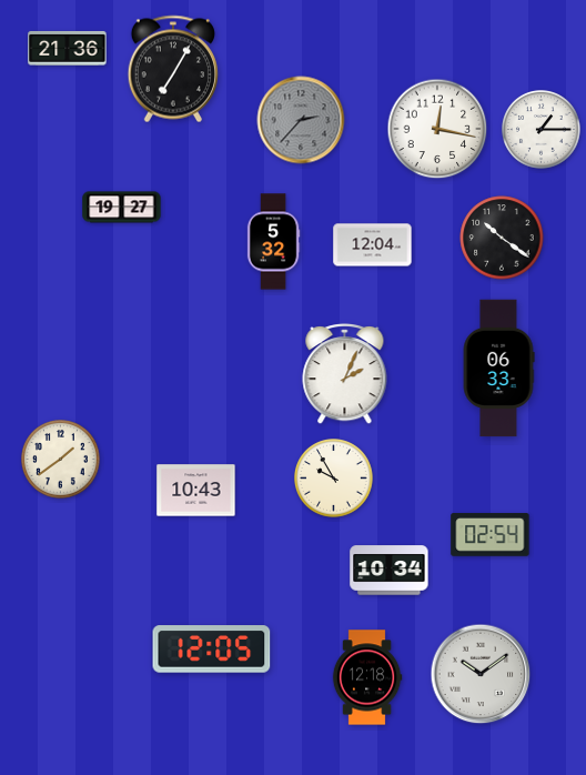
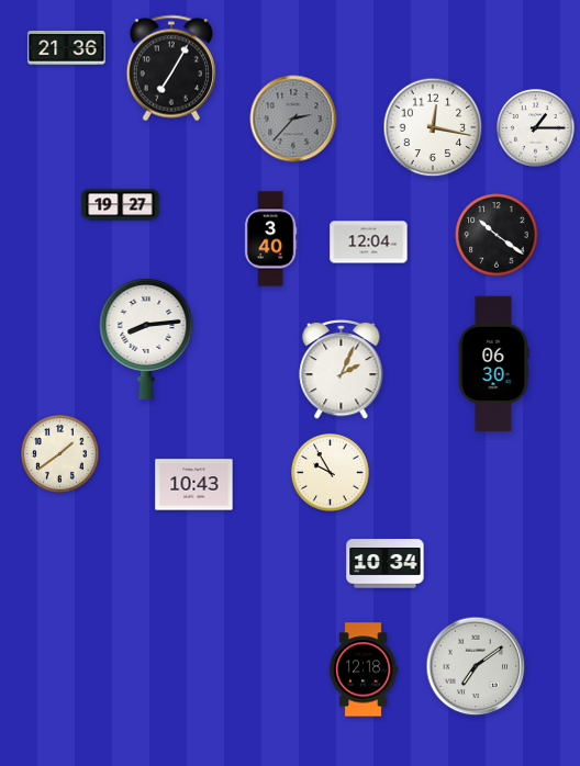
clock at (301, 120) position: (301, 120) -> (293, 119)
clock at (273, 242): 5:32 -> 3:40
clock at (146, 339): none -> 8:14
clock at (498, 369): 06:33 -> 06:30
clock at (491, 535): 02:54 -> none
clock at (212, 650): 12:05 -> none
clock at (481, 674): 10:09 -> 7:09
